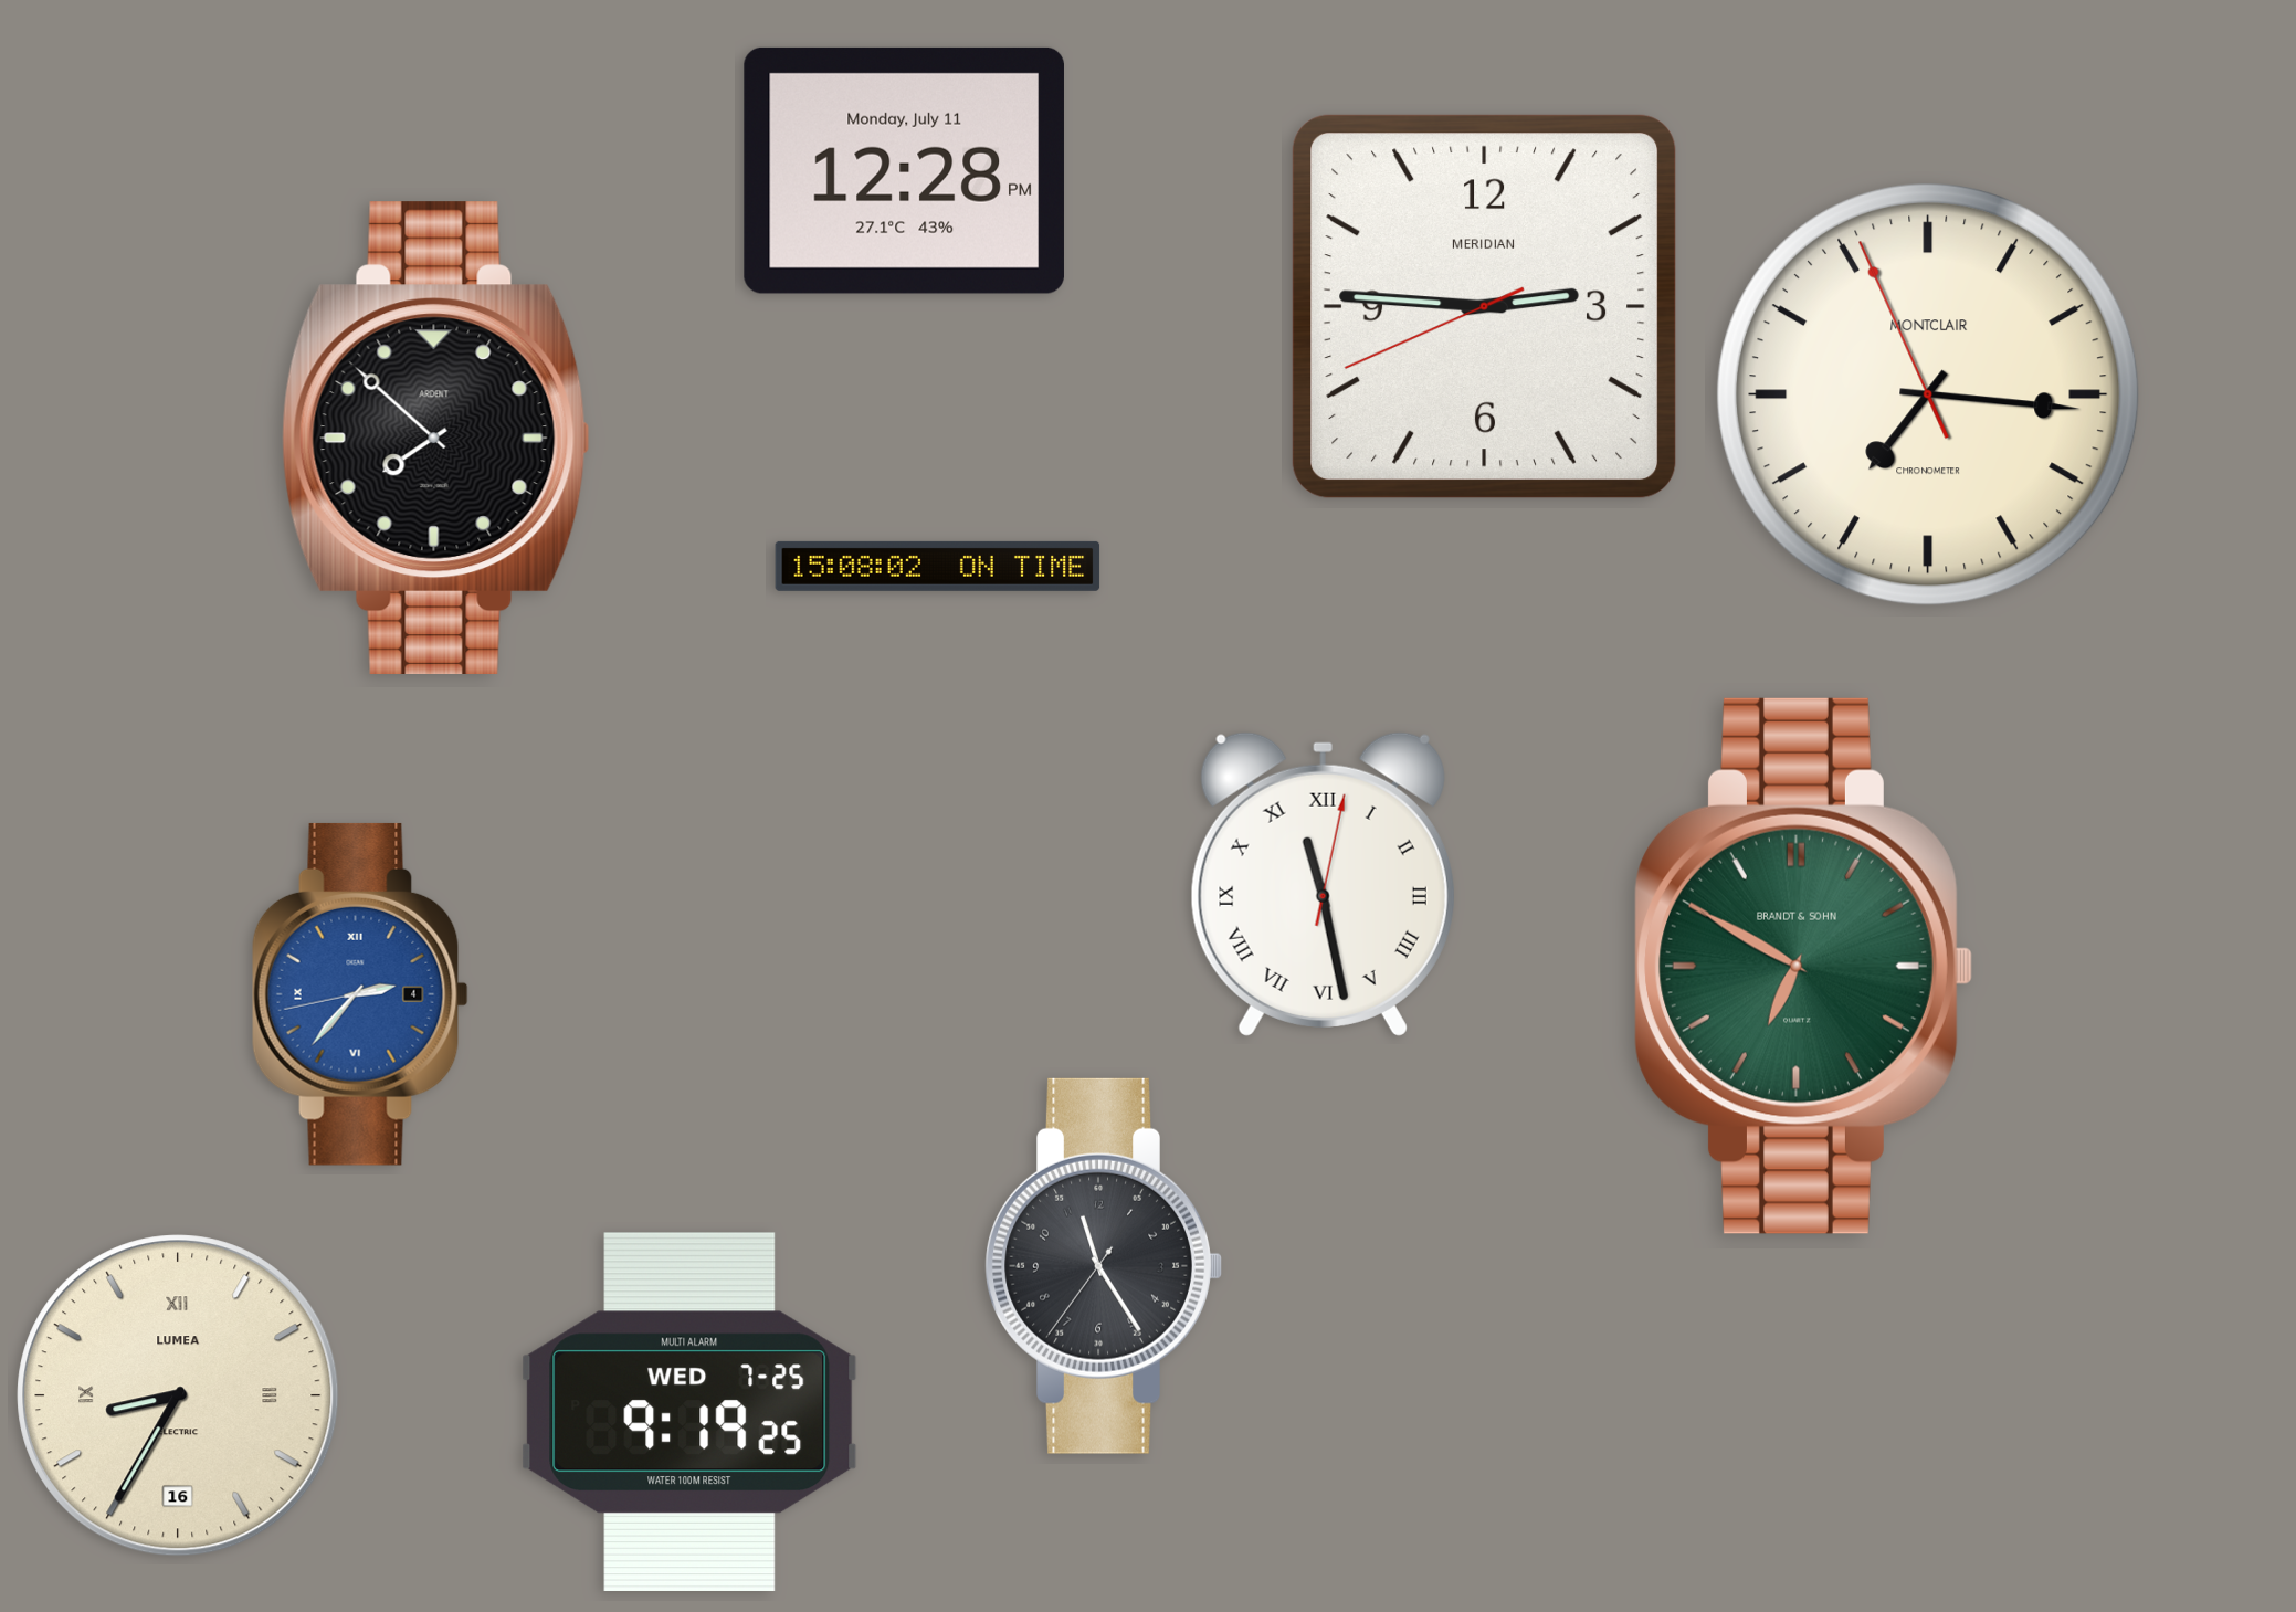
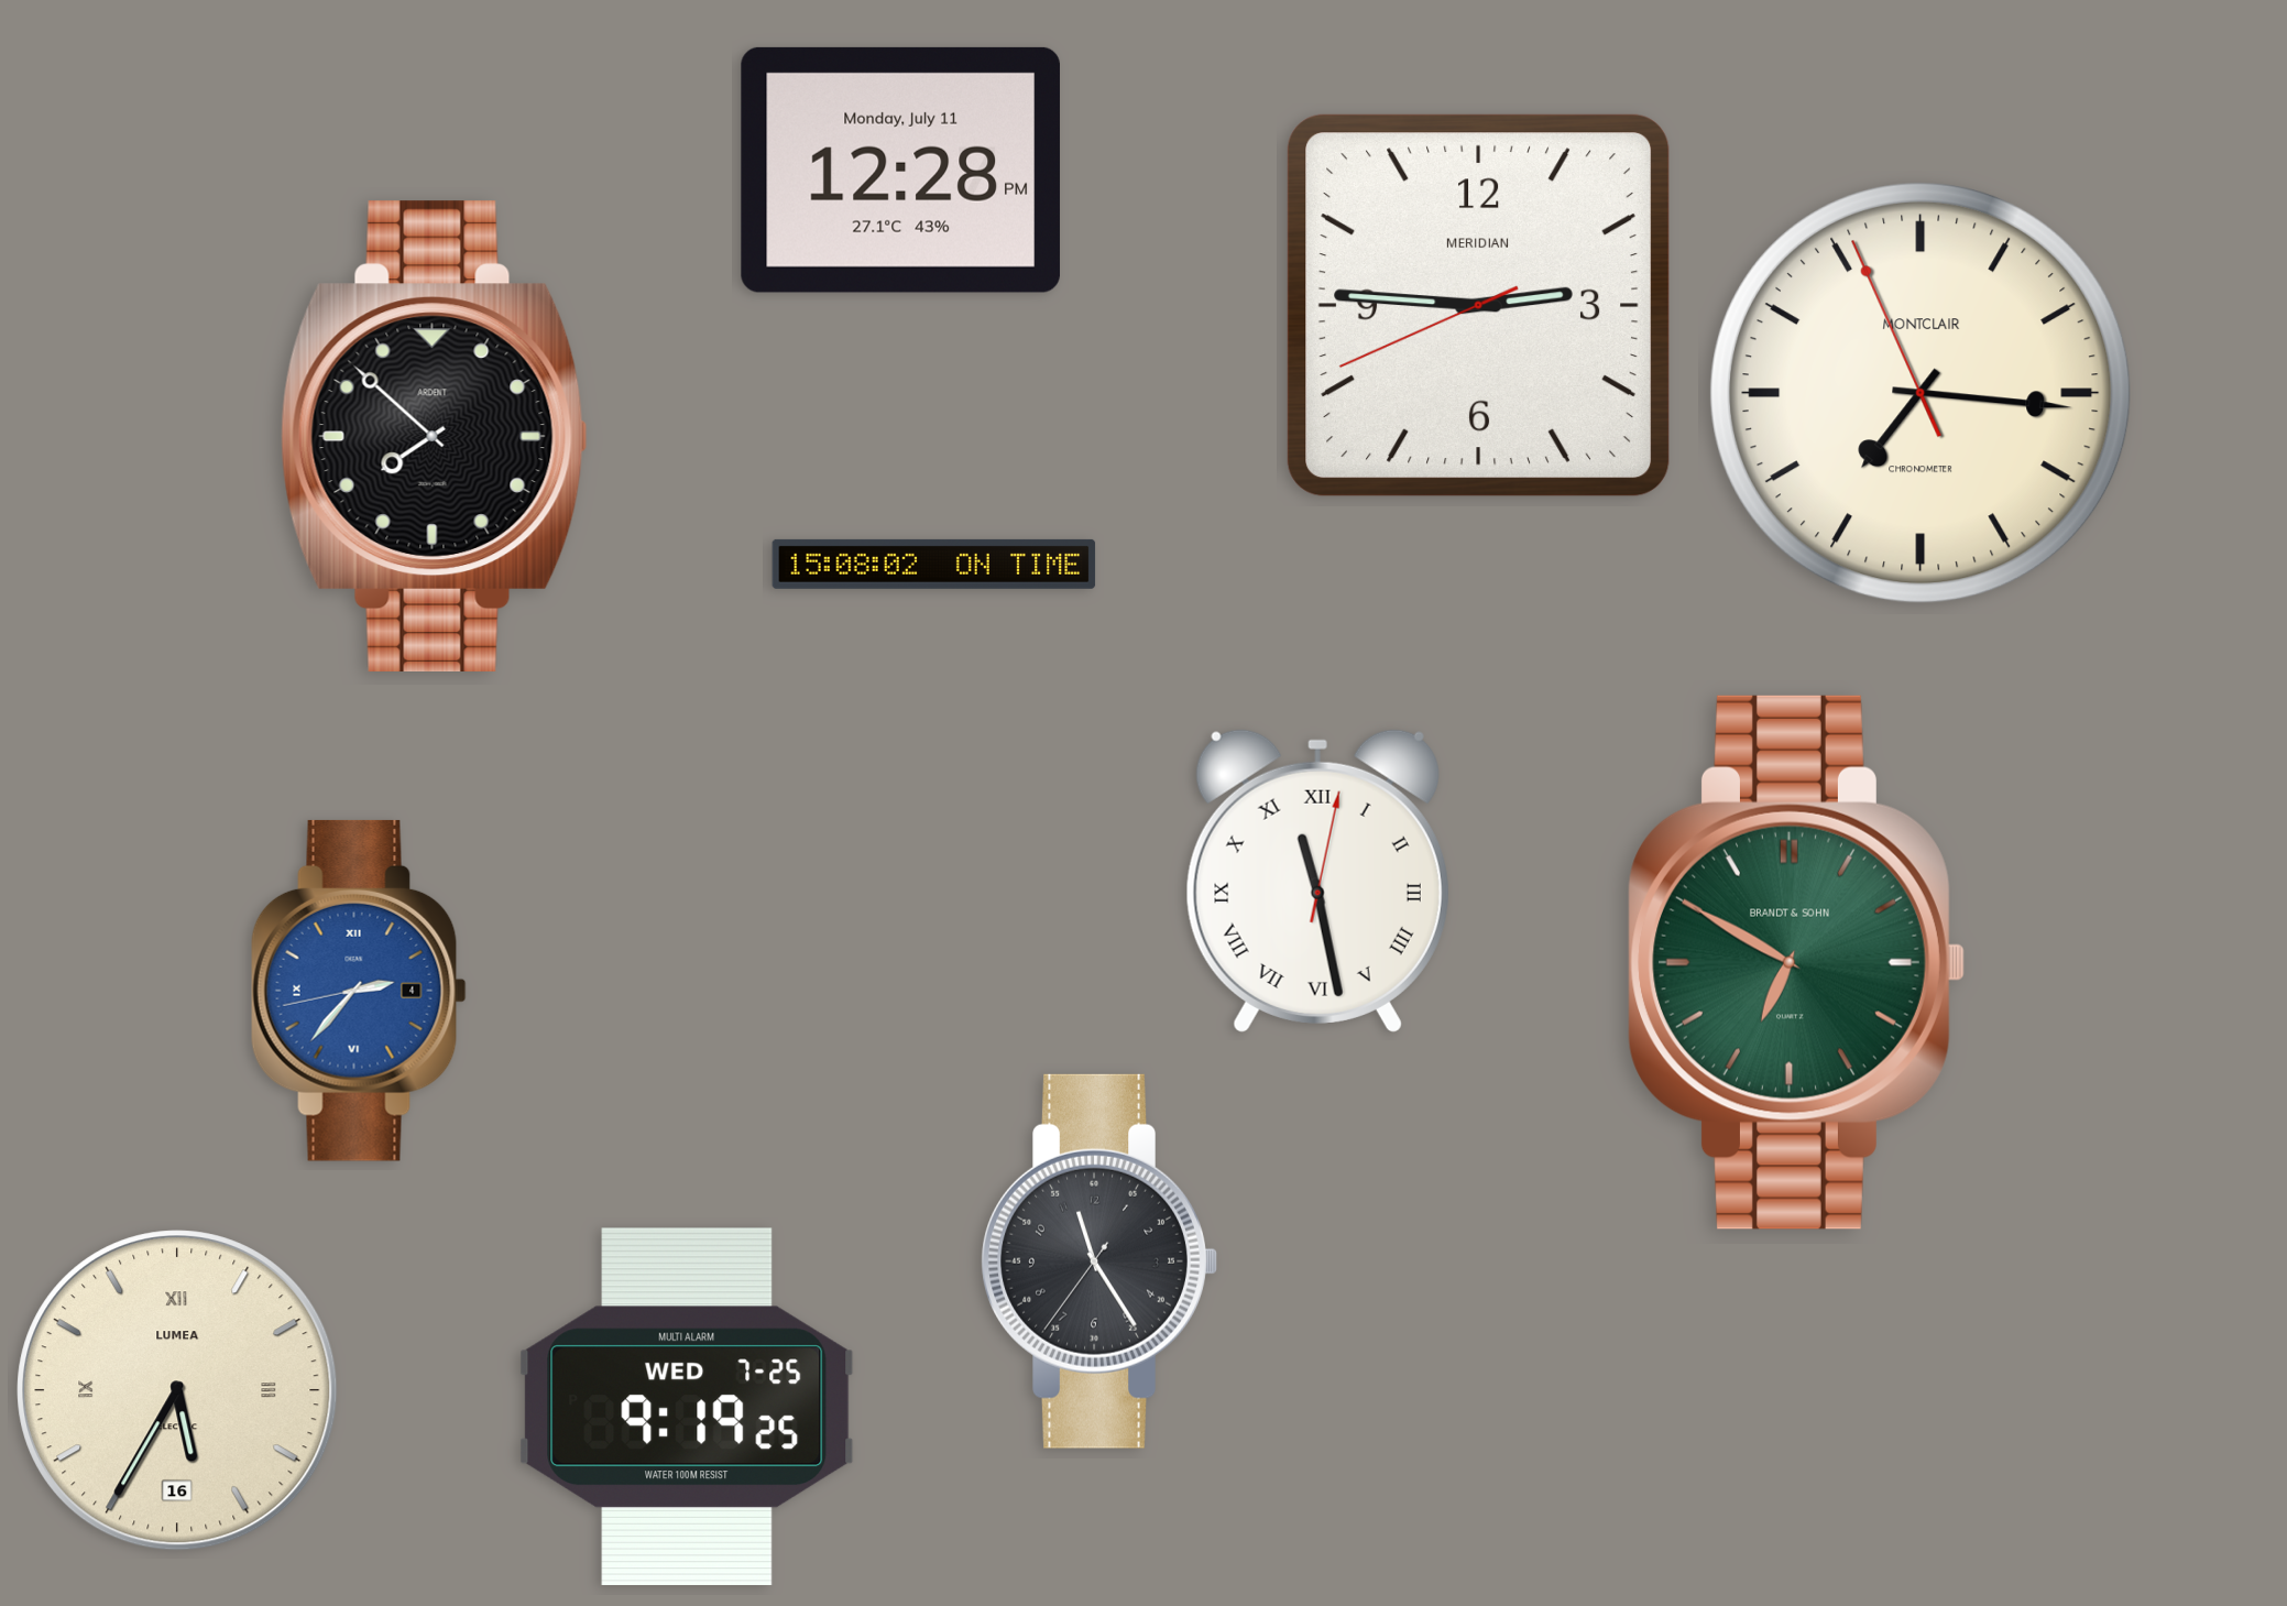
clock at (178, 1395): 8:35 -> 5:35
